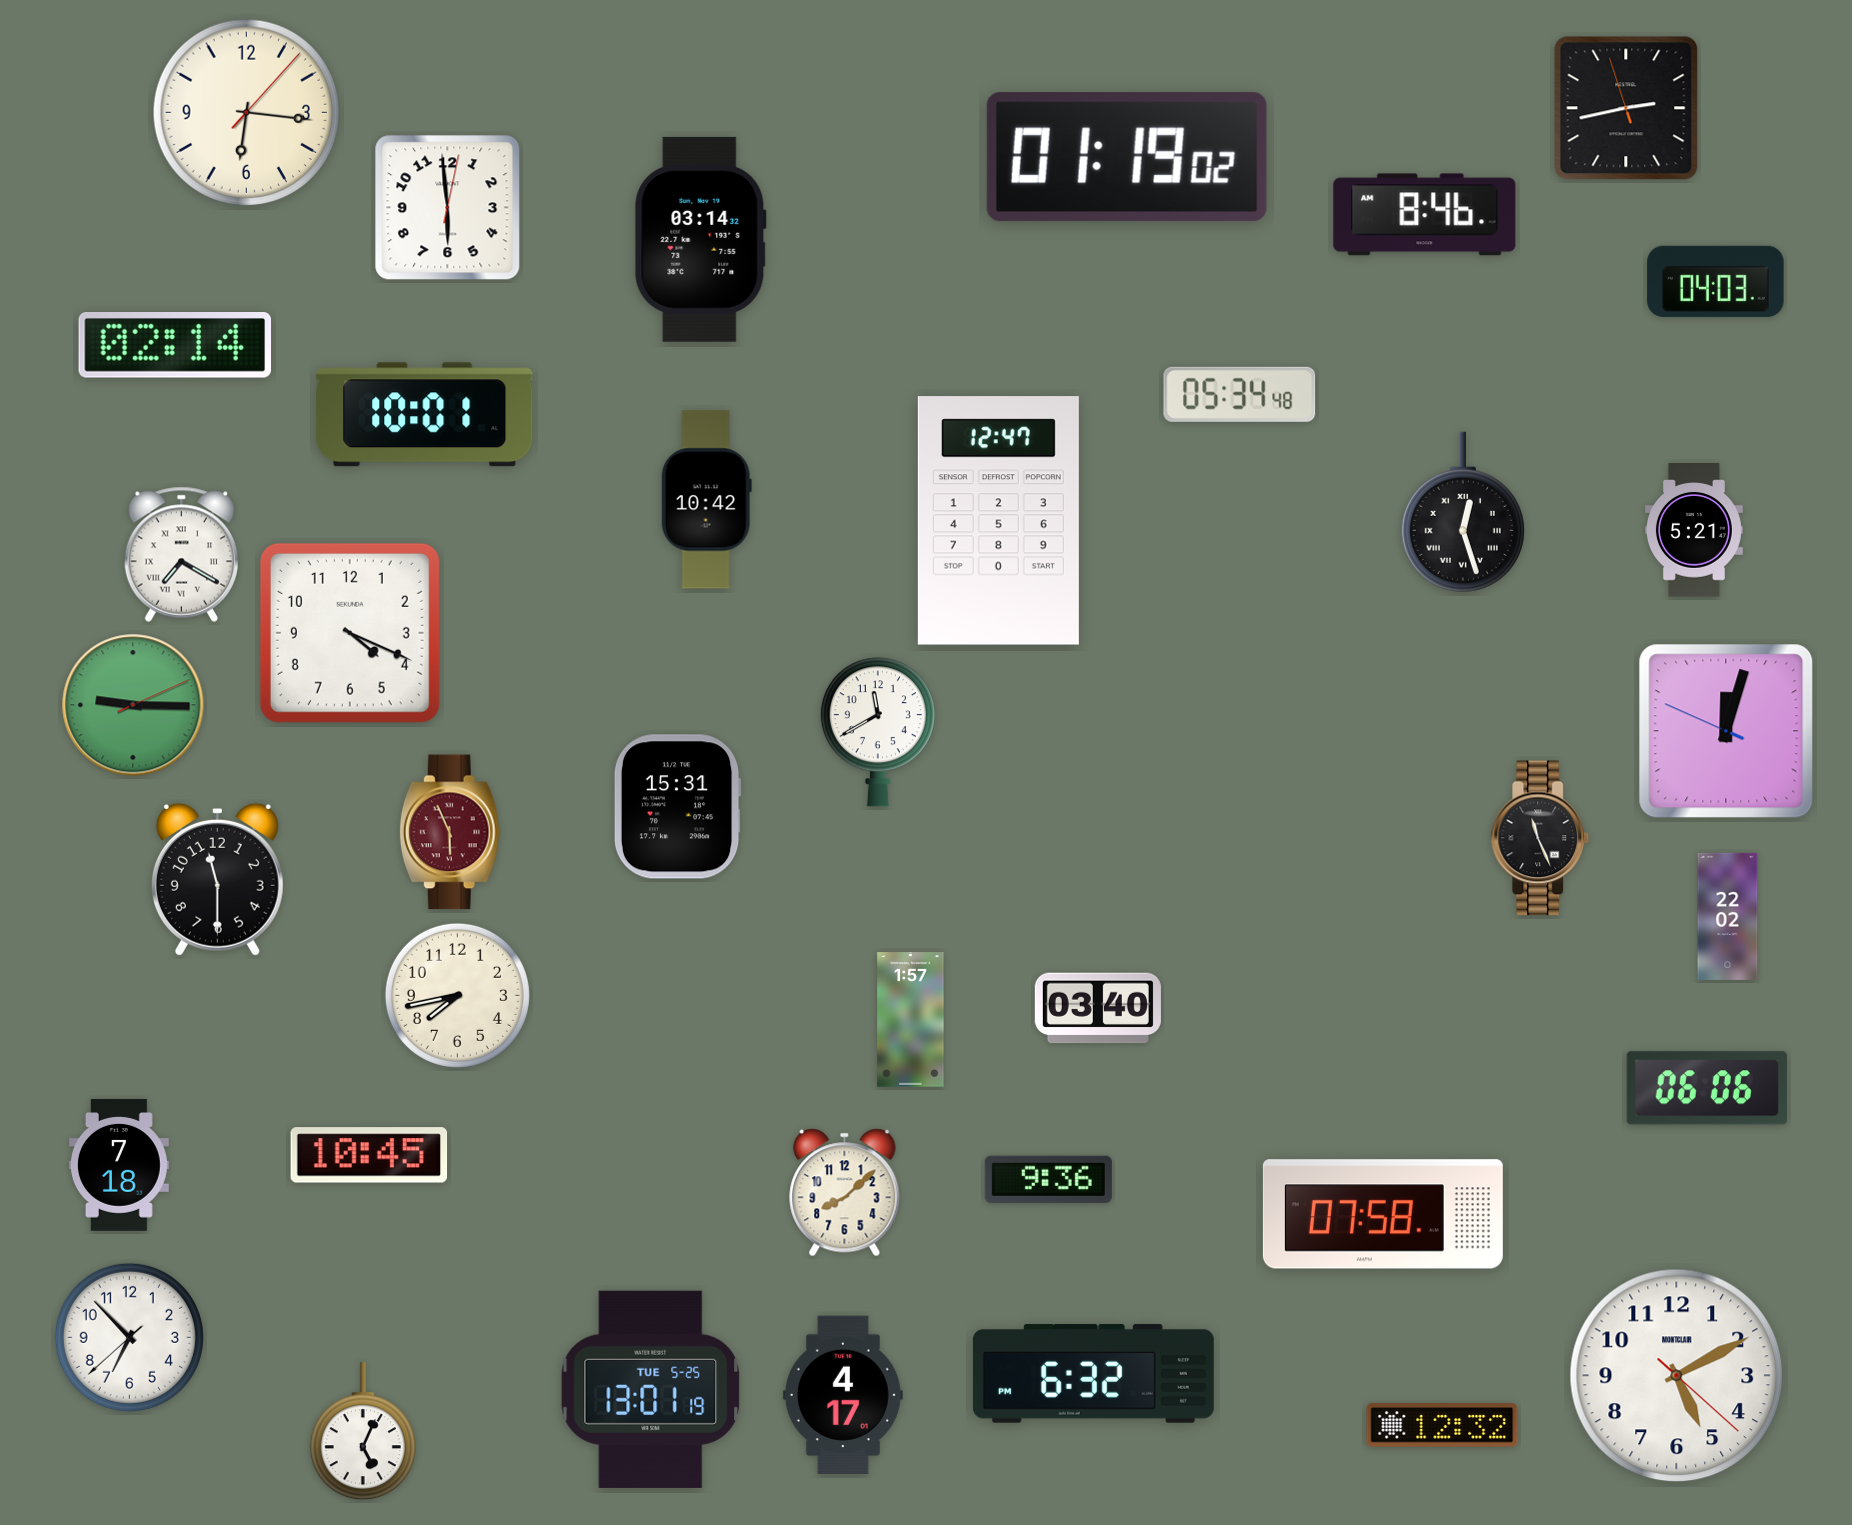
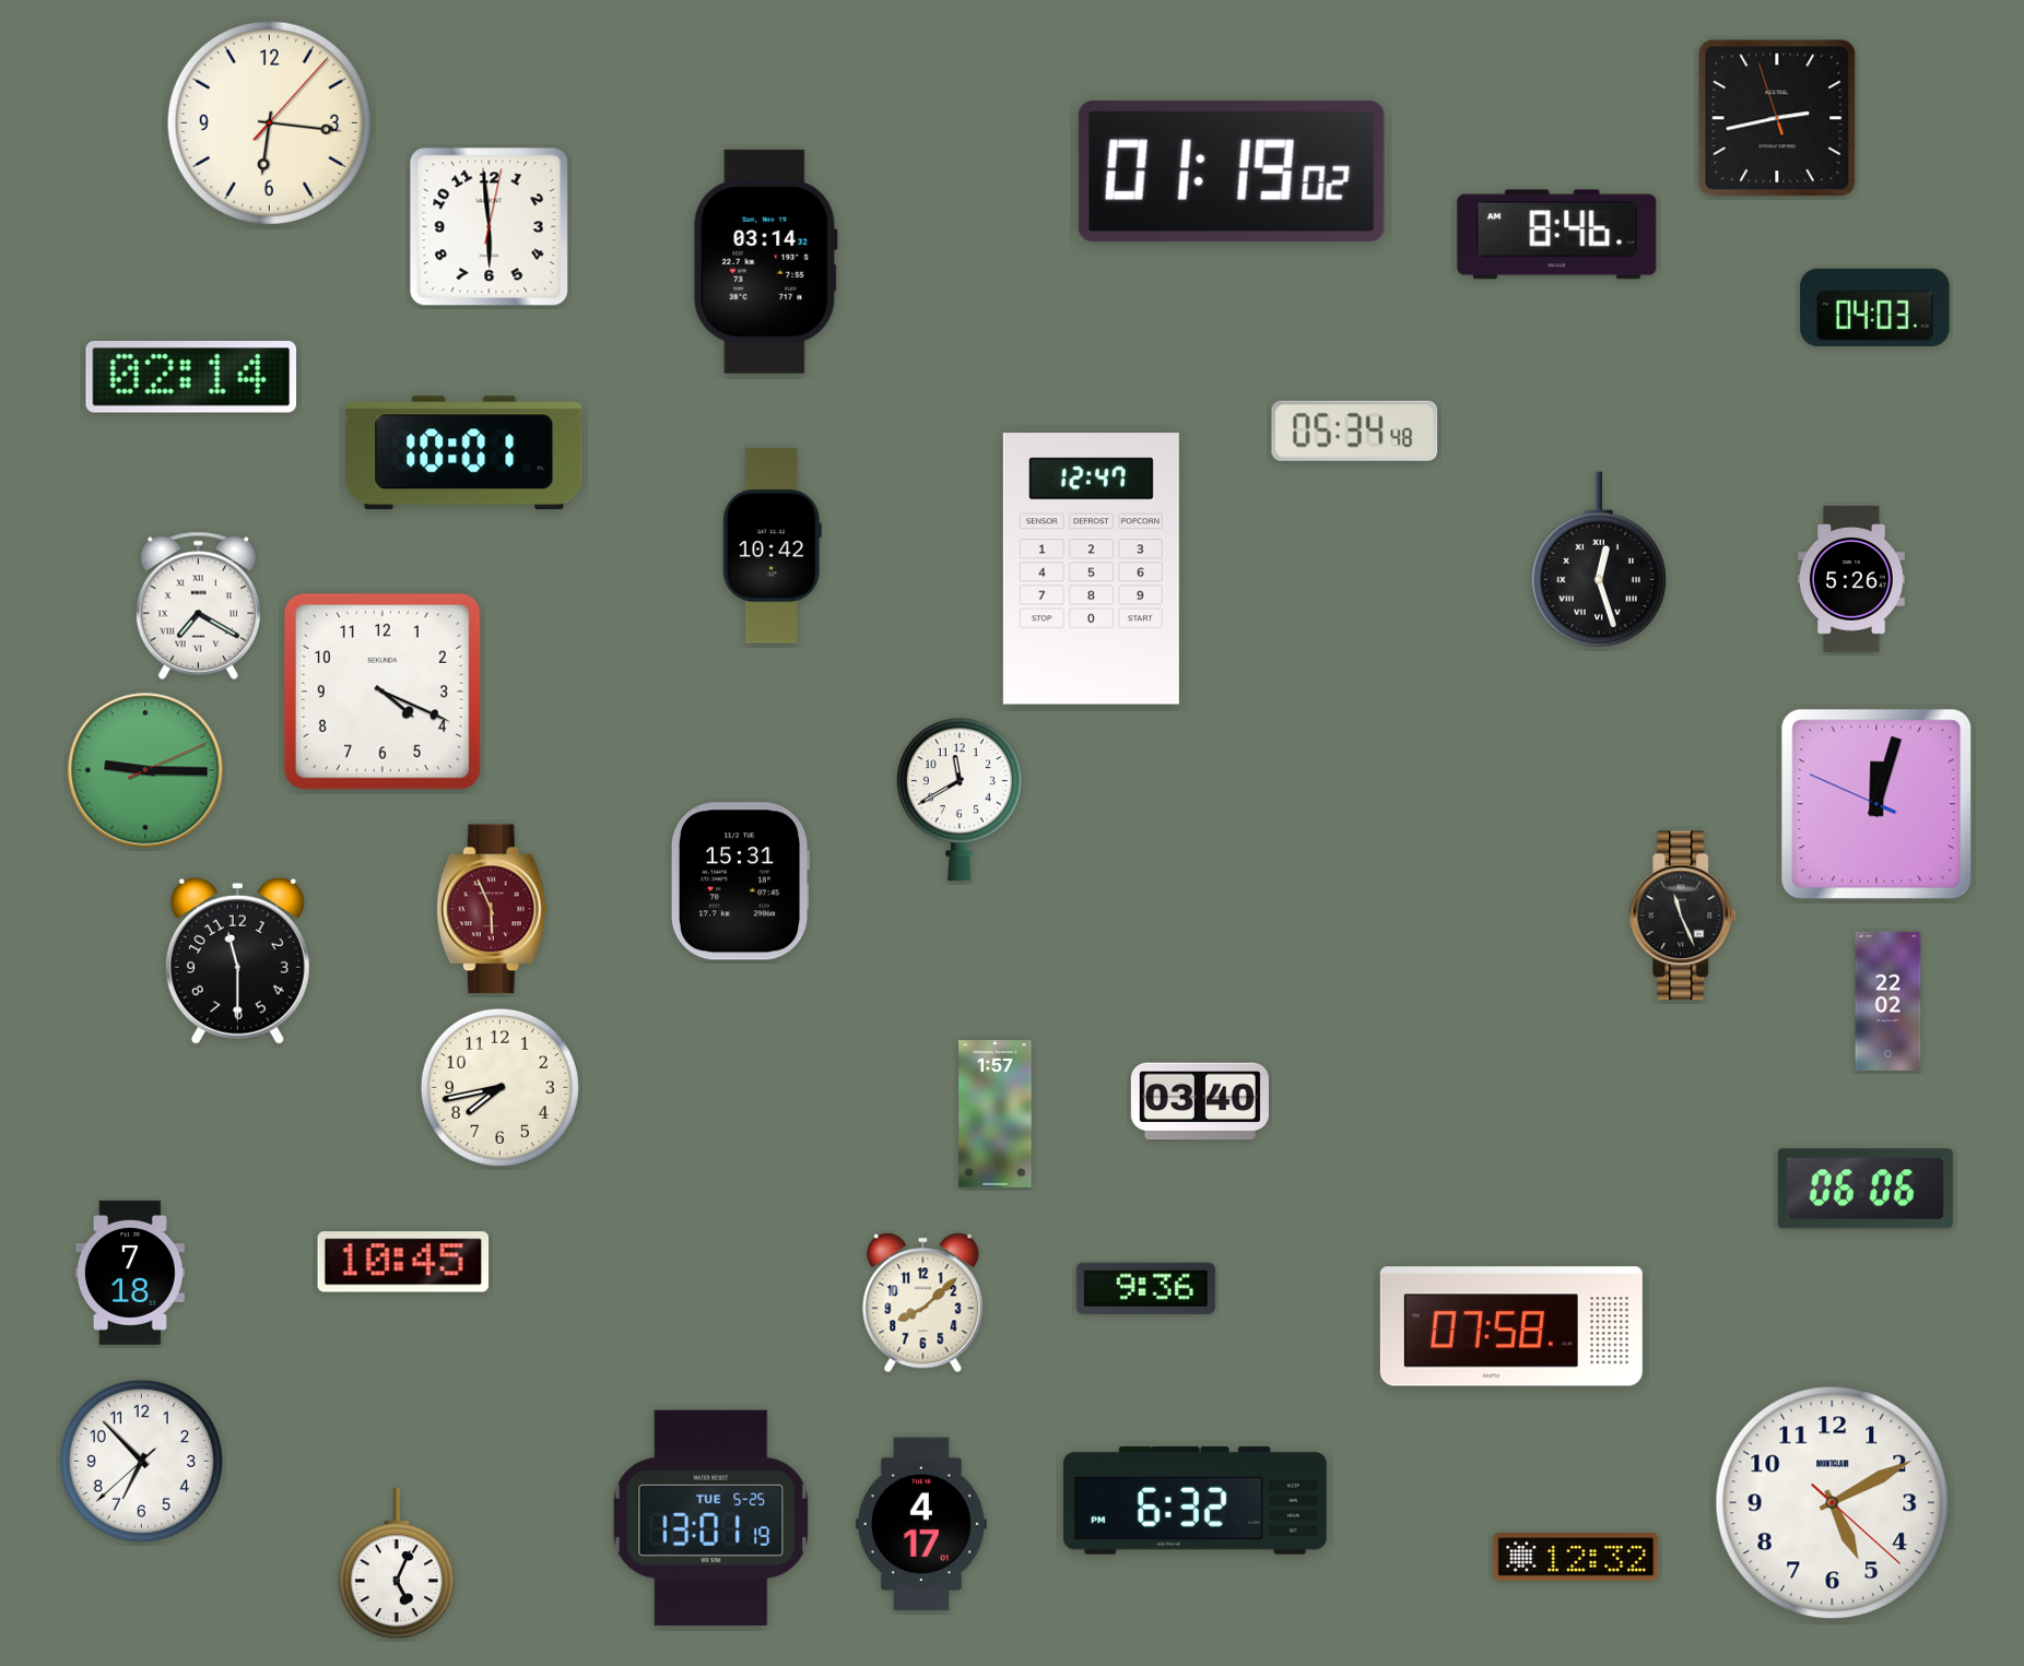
clock at (1694, 530): 5:21 -> 5:26
clock at (1726, 731) position: (1726, 731) -> (1876, 804)
